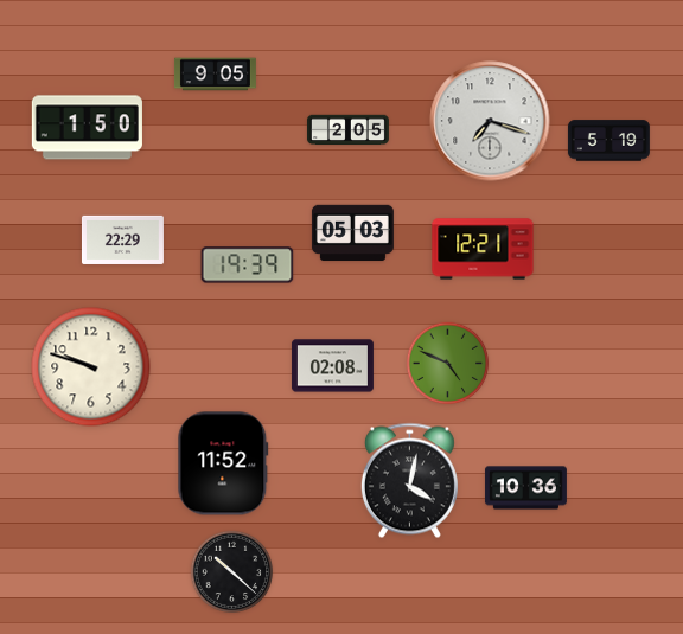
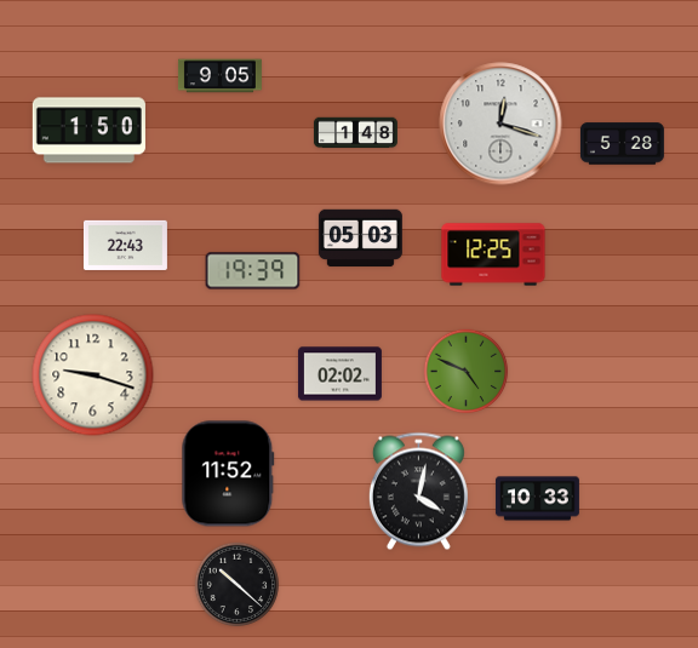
clock at (490, 121): 7:18 -> 12:18
clock at (347, 130): 2:05 -> 1:48
clock at (608, 141): 5:19 -> 5:28
clock at (122, 239): 22:29 -> 22:43
clock at (483, 249): 12:21 -> 12:25
clock at (448, 364) position: (448, 364) -> (467, 372)
clock at (332, 366): 02:08 -> 02:02
clock at (91, 367): 9:48 -> 9:18
clock at (525, 488): 10:36 -> 10:33
